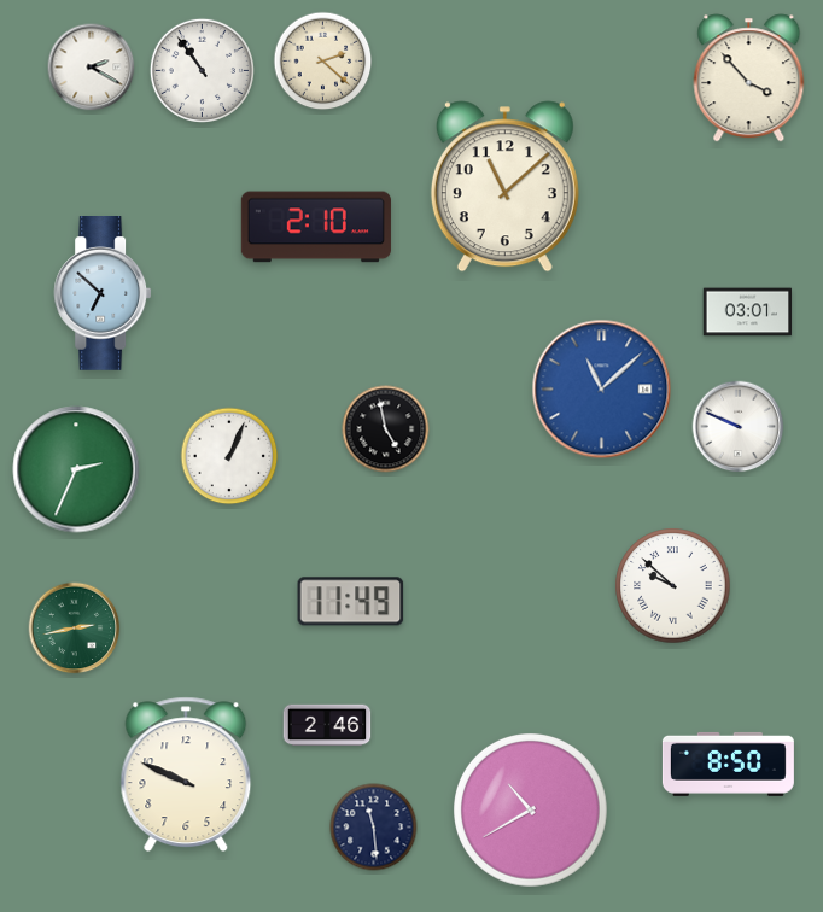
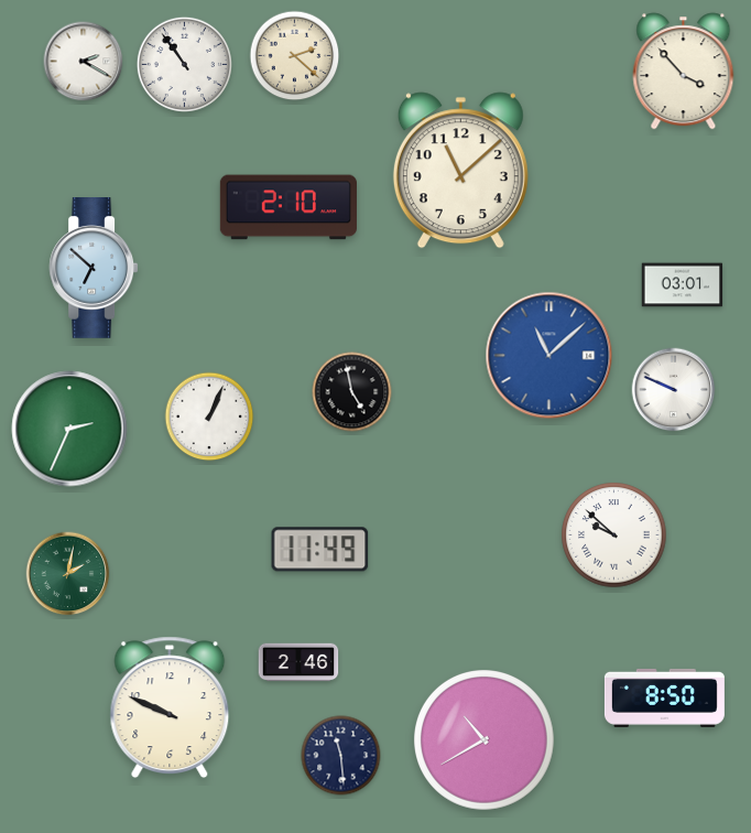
clock at (75, 629): 2:43 -> 2:02
